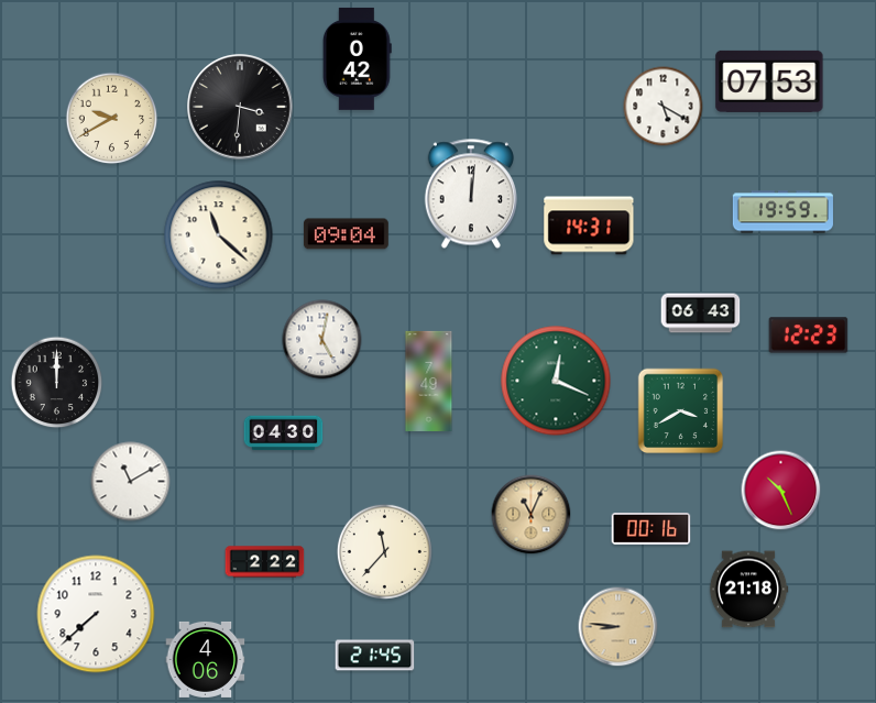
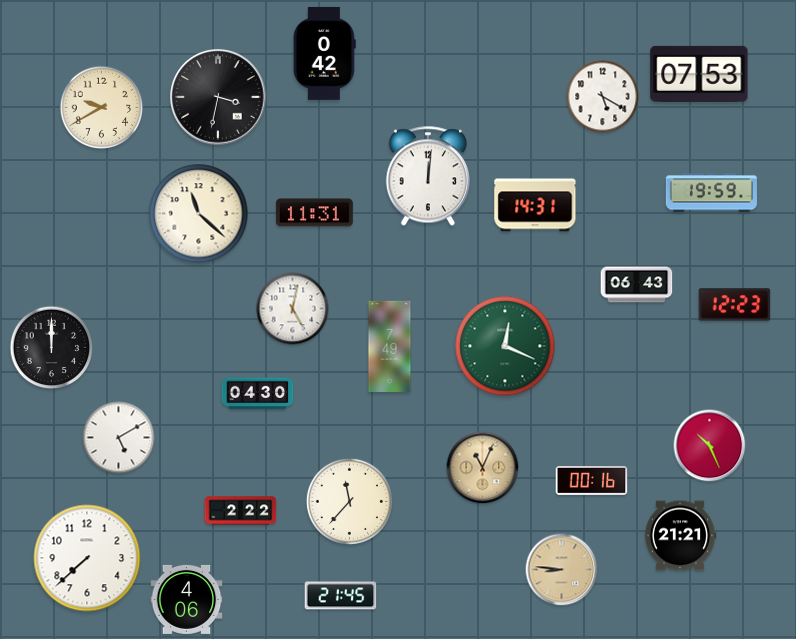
clock at (240, 107): 3:31 -> 3:32
clock at (346, 234): 09:04 -> 11:31
clock at (681, 411): 3:40 -> none
clock at (131, 482): 11:10 -> 5:10
clock at (748, 590): 21:18 -> 21:21
